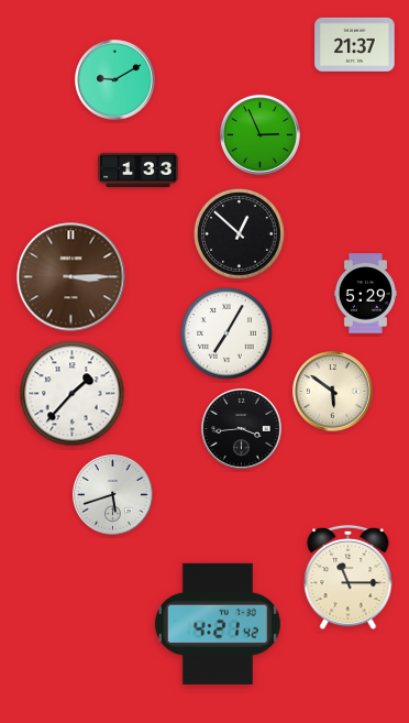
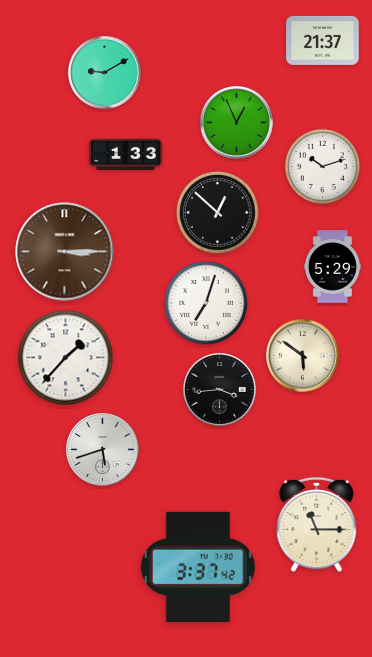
clock at (261, 135): 2:56 -> 12:56
clock at (322, 166): none -> 10:12
clock at (226, 333): 7:05 -> 7:03
clock at (218, 624): 4:21 -> 3:37
